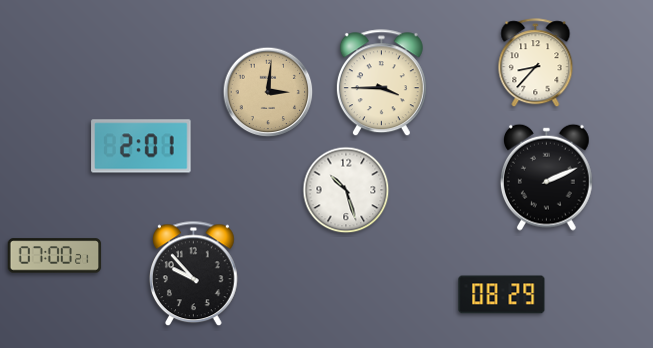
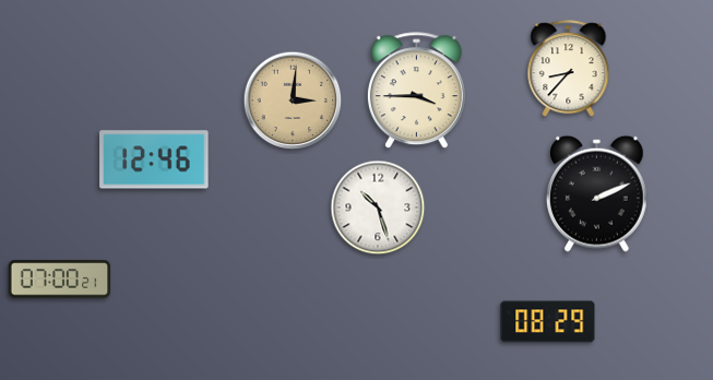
clock at (536, 63) position: (536, 63) -> (569, 69)
clock at (141, 146): 2:01 -> 12:46
clock at (194, 274): 9:53 -> none
